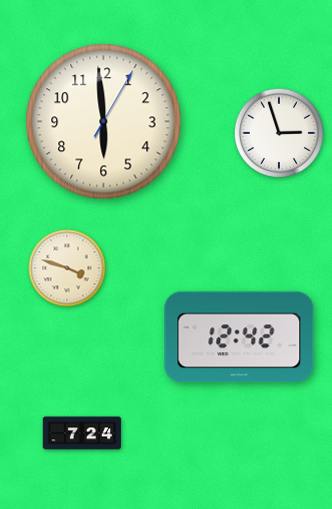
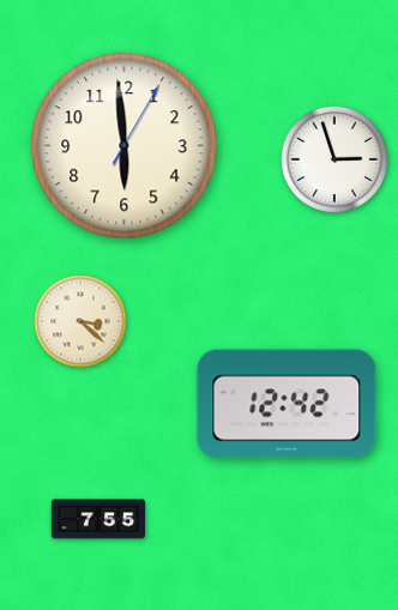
clock at (67, 268): 3:48 -> 3:22
clock at (82, 433): 7:24 -> 7:55
